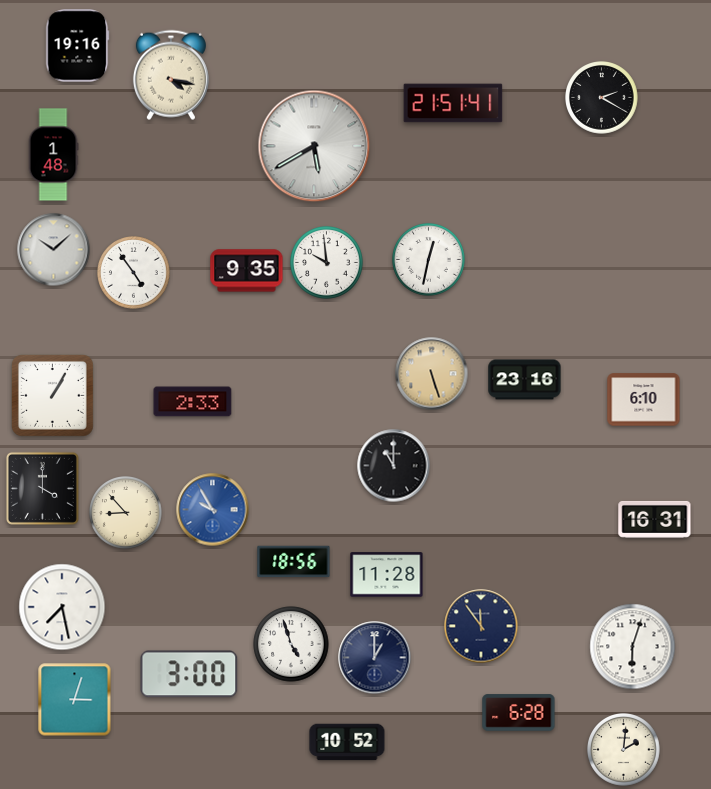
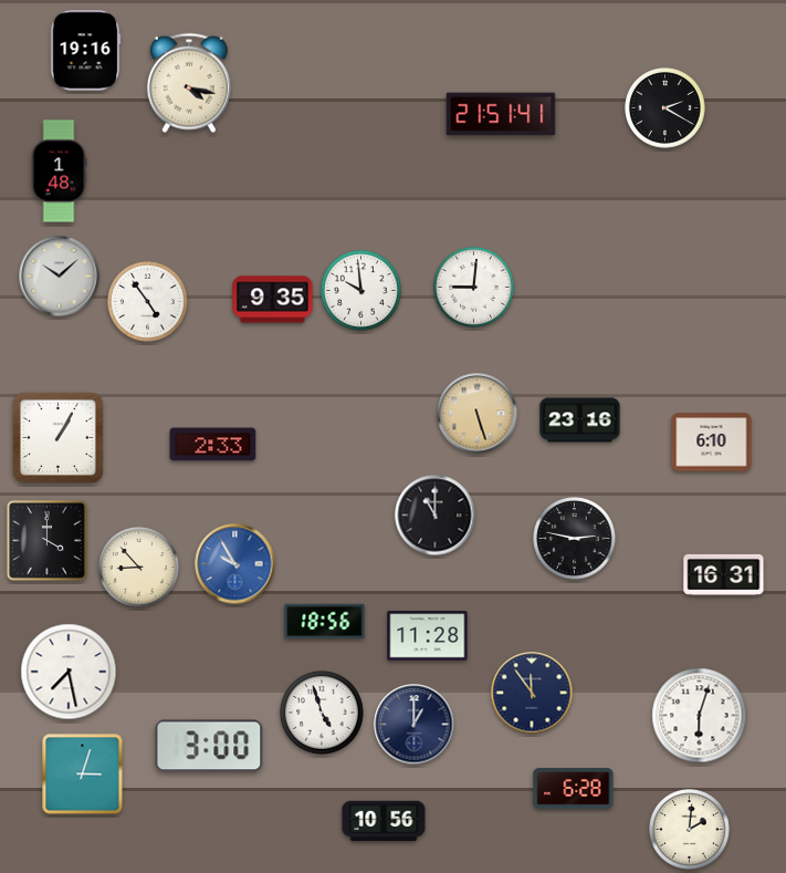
clock at (314, 146): 5:40 -> none
clock at (429, 260): 12:32 -> 9:01
clock at (575, 539): none -> 2:47
clock at (375, 658) position: (375, 658) -> (415, 725)
clock at (347, 742): 10:52 -> 10:56
